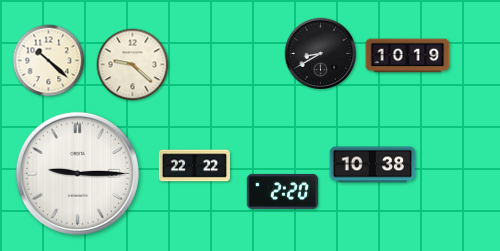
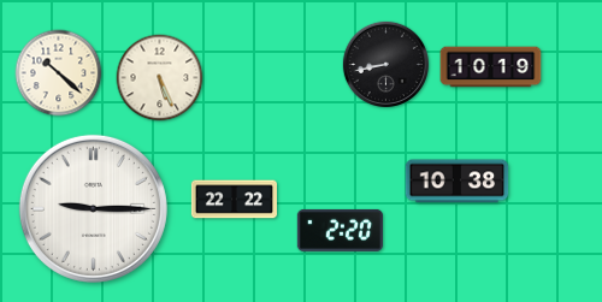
clock at (320, 53): 8:40 -> 8:43
clock at (133, 65): 9:22 -> 5:26
clock at (373, 165) position: (373, 165) -> (458, 182)
